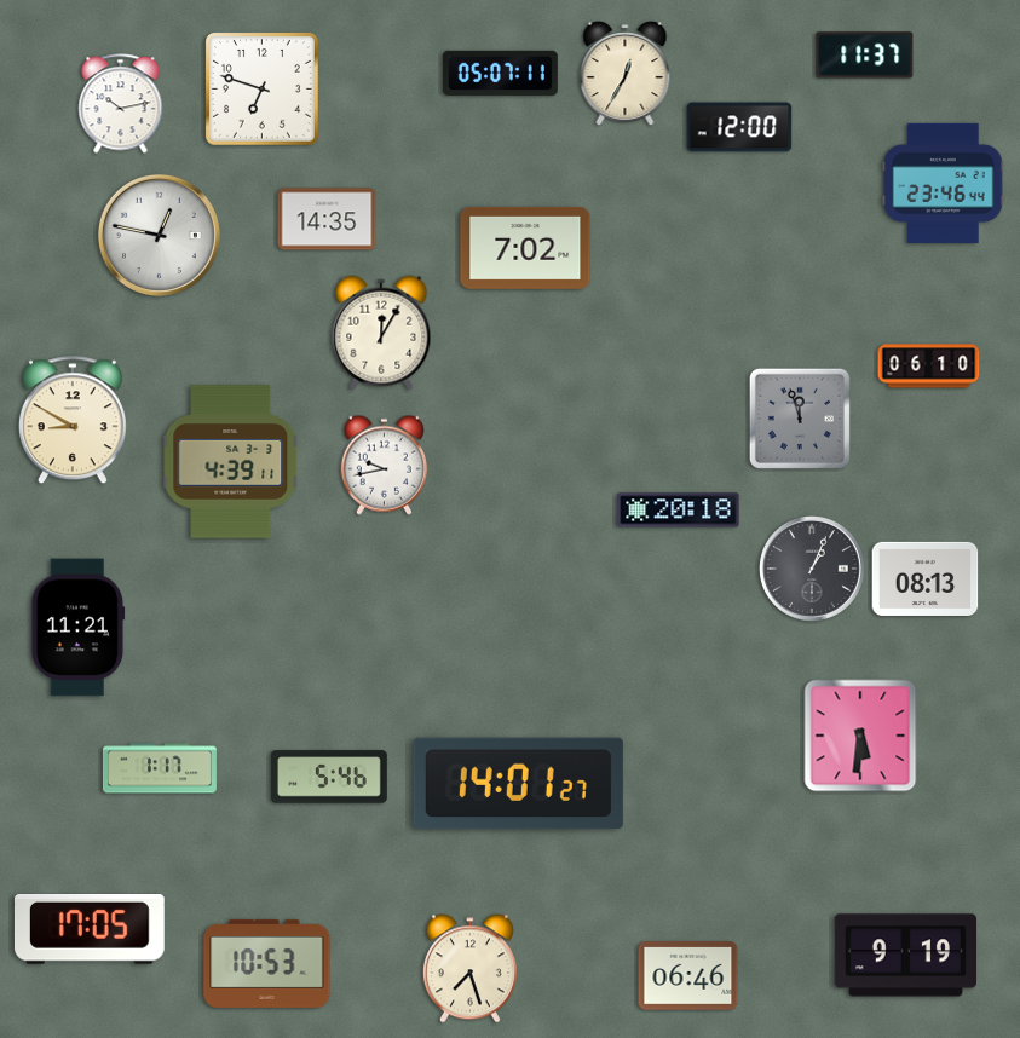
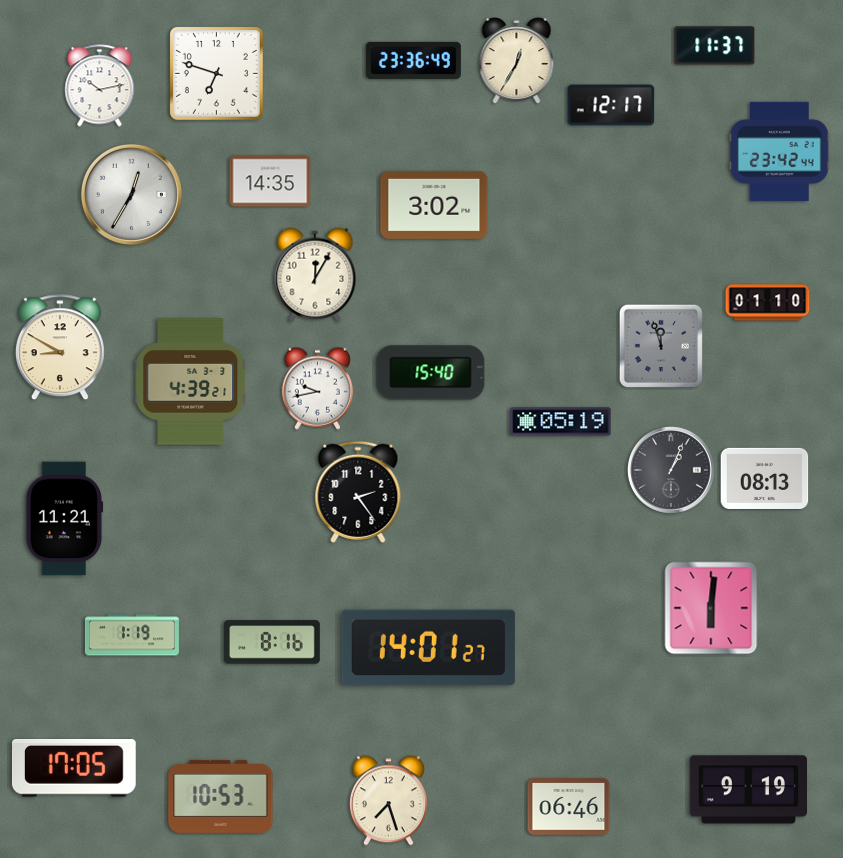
clock at (500, 73): 05:07 -> 23:36
clock at (739, 127): 12:00 -> 12:17
clock at (943, 183): 23:46 -> 23:42
clock at (159, 235): 12:47 -> 12:35
clock at (525, 248): 7:02 -> 3:02
clock at (929, 367): 06:10 -> 01:10
clock at (431, 373): none -> 15:40
clock at (231, 462): 4:39:11 -> 4:39:21
clock at (384, 465) position: (384, 465) -> (317, 388)
clock at (679, 511): 20:18 -> 05:19
clock at (358, 492): none -> 2:24
clock at (860, 736): 5:31 -> 6:01
clock at (160, 768): 1:17 -> 1:19
clock at (329, 777): 5:46 -> 8:16
